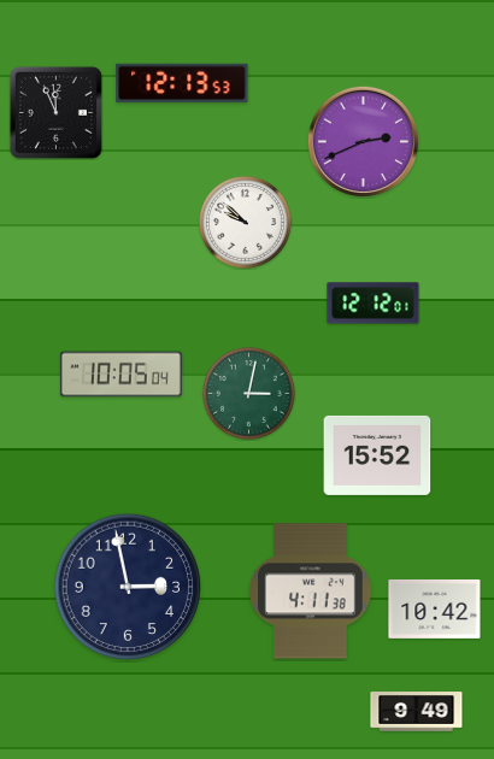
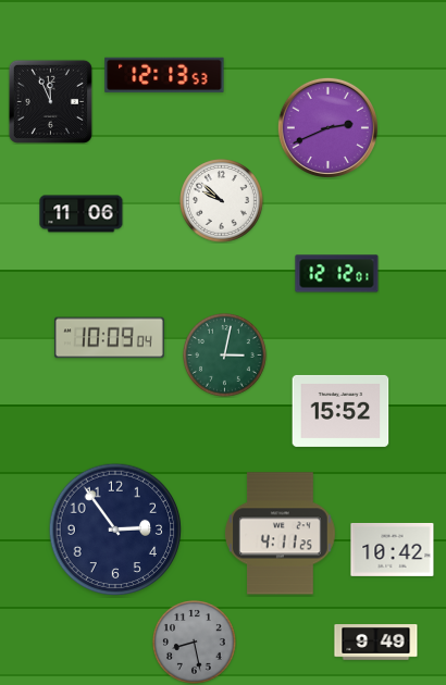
clock at (82, 214): none -> 11:06
clock at (120, 375): 10:05 -> 10:09
clock at (128, 587): 2:58 -> 2:54
clock at (311, 592): 4:11:38 -> 4:11:25
clock at (195, 643): none -> 8:28
